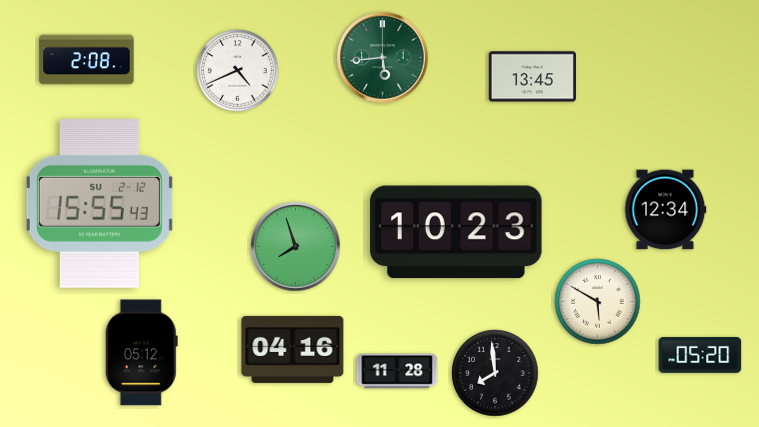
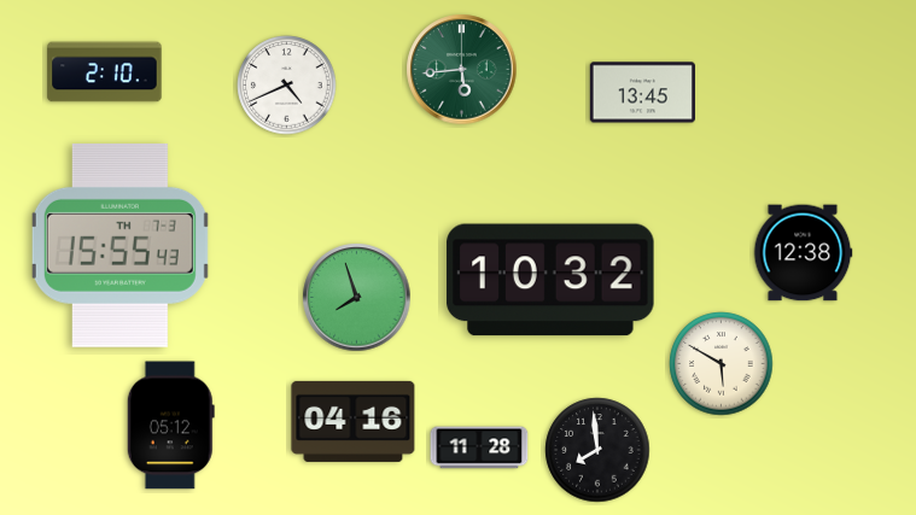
clock at (87, 60): 2:08 -> 2:10
clock at (99, 203) date: SU 2-12 -> TH 7-3
clock at (665, 210): 12:34 -> 12:38
clock at (456, 232): 10:23 -> 10:32
clock at (700, 355): 05:20 -> none
